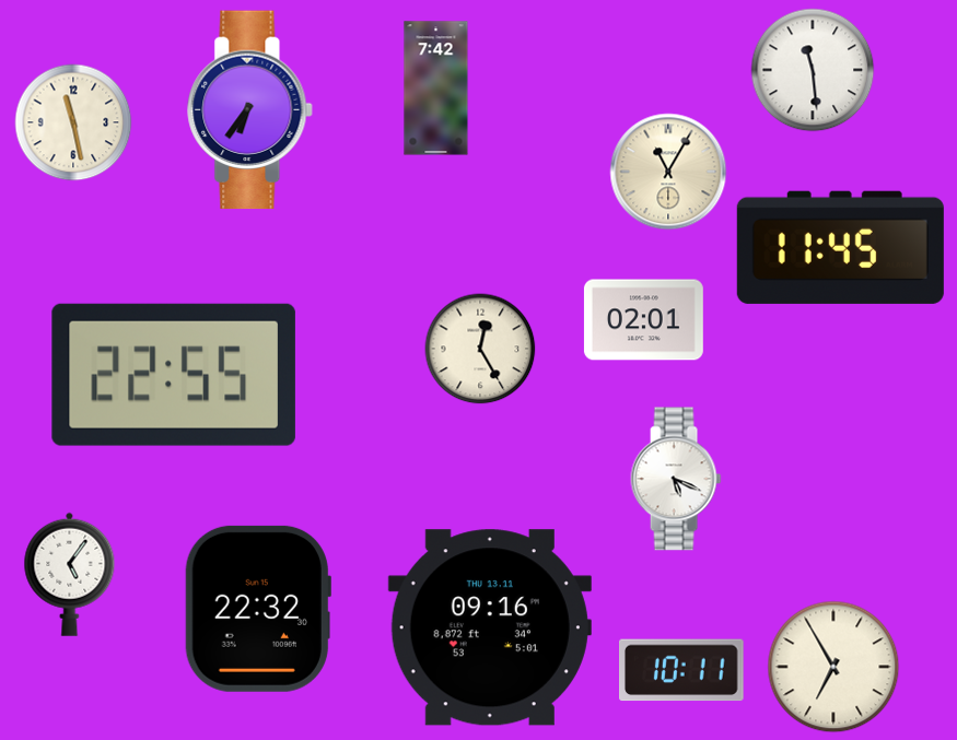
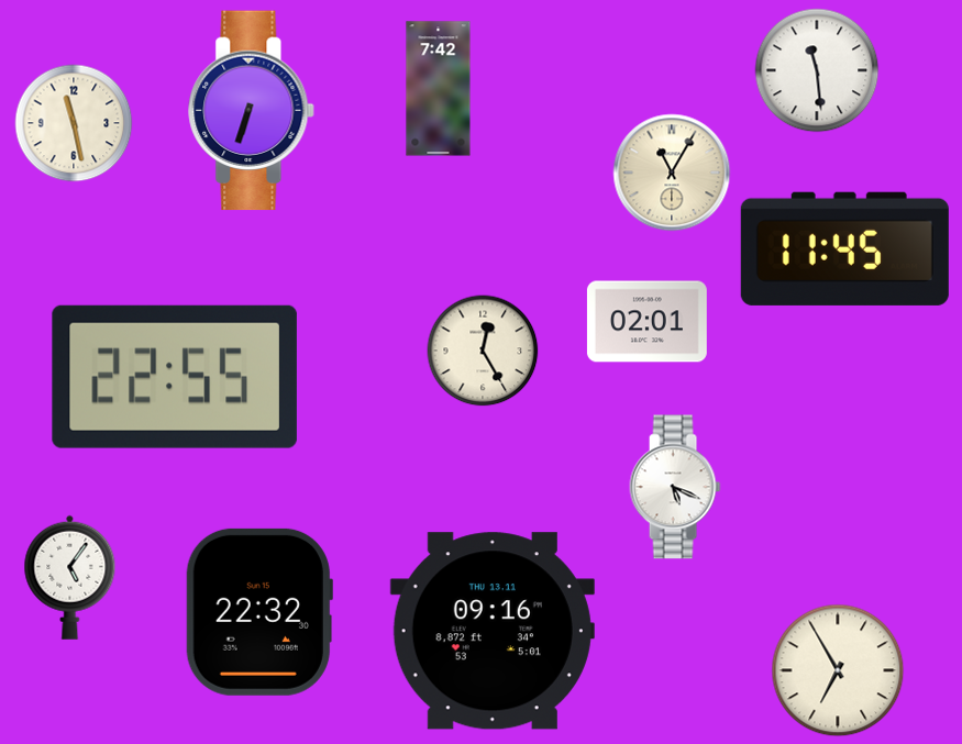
clock at (250, 110): 6:36 -> 6:33
clock at (676, 479) position: (676, 479) -> (675, 487)
clock at (682, 670): 10:11 -> none
